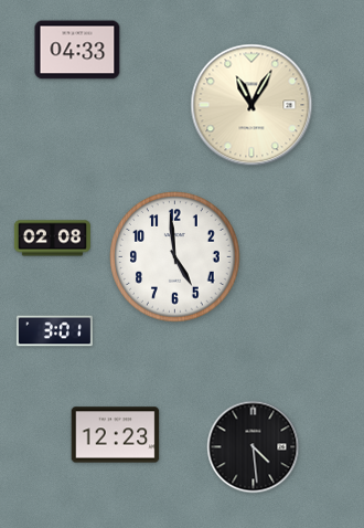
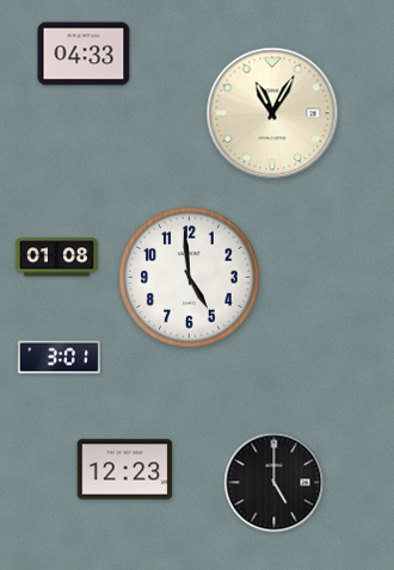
clock at (52, 239): 02:08 -> 01:08
clock at (254, 447): 4:29 -> 5:00
